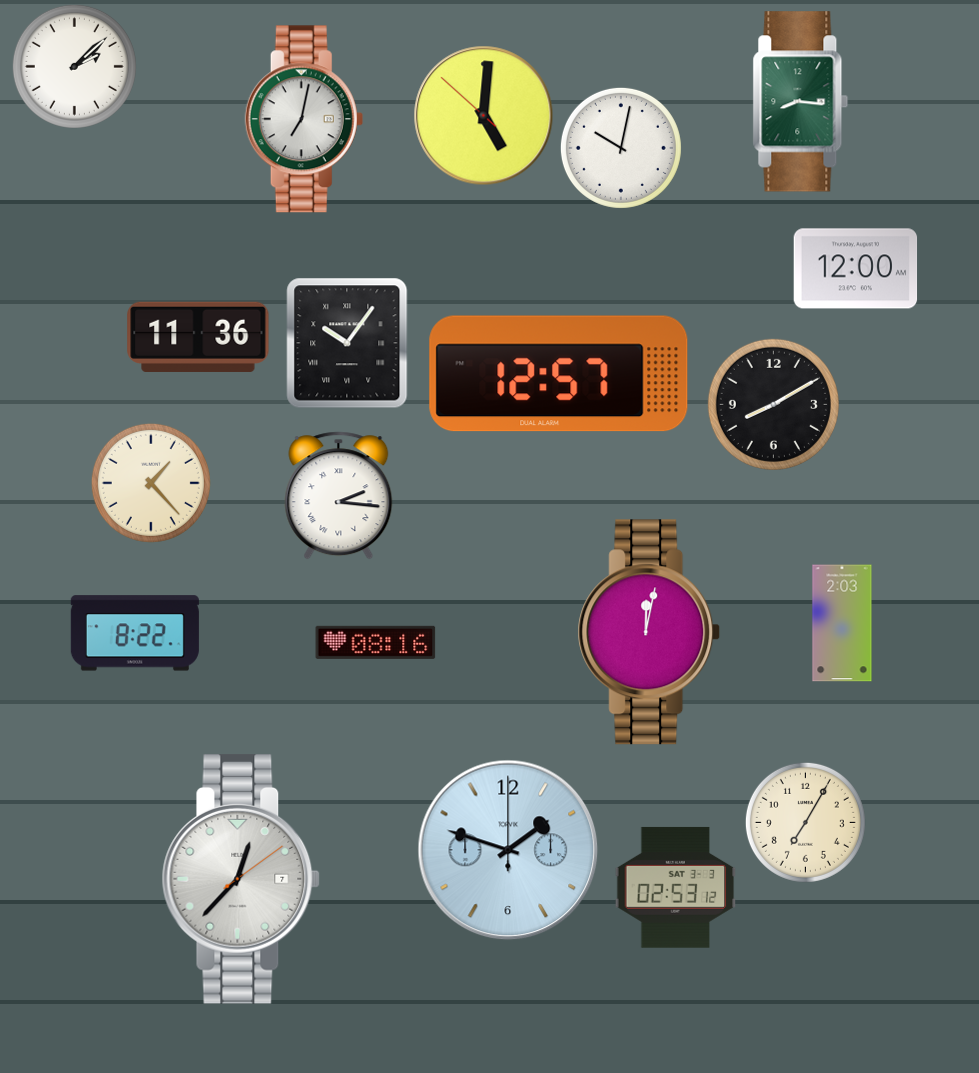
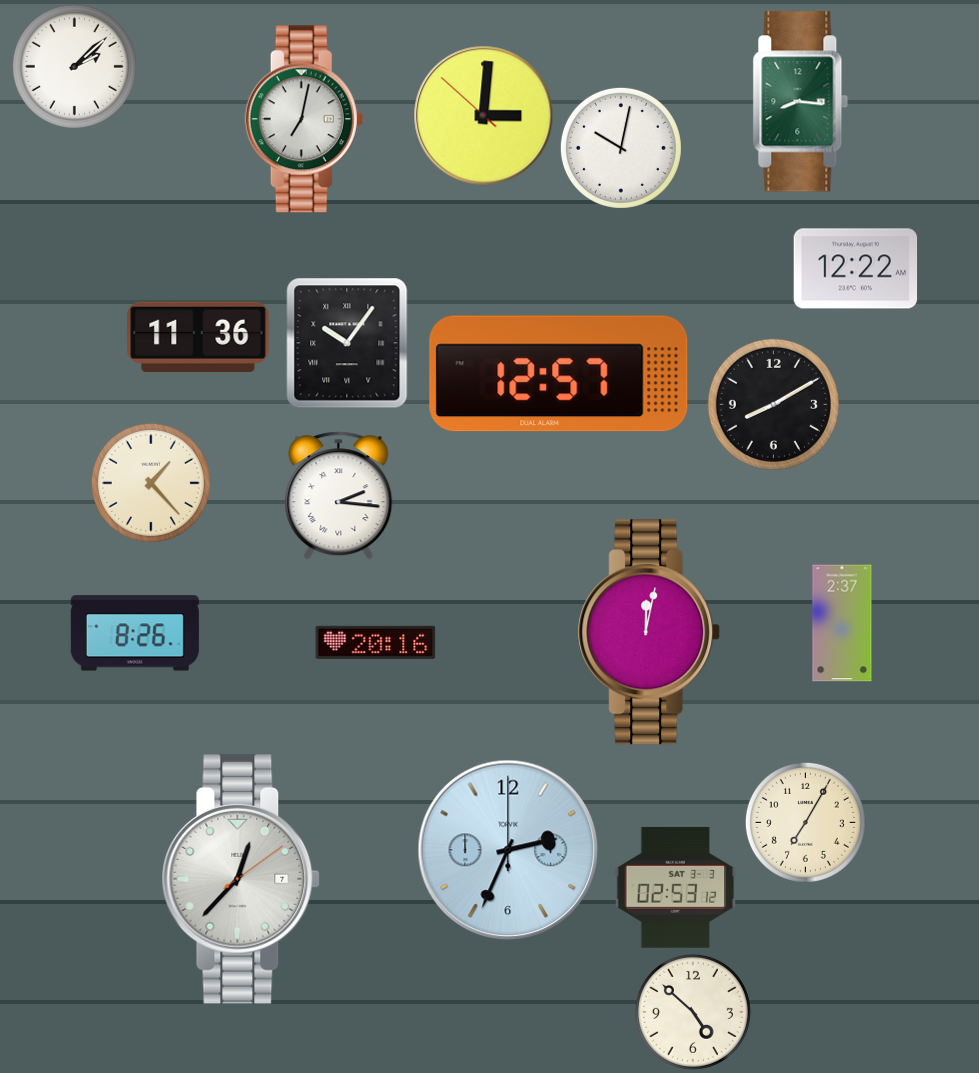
clock at (484, 116): 5:00 -> 3:00
clock at (856, 269): 12:00 -> 12:22
clock at (842, 623): 2:03 -> 2:37
clock at (135, 633): 8:22 -> 8:26
clock at (376, 642): 08:16 -> 20:16
clock at (508, 850): 1:48 -> 2:34
clock at (693, 1012): none -> 4:52
